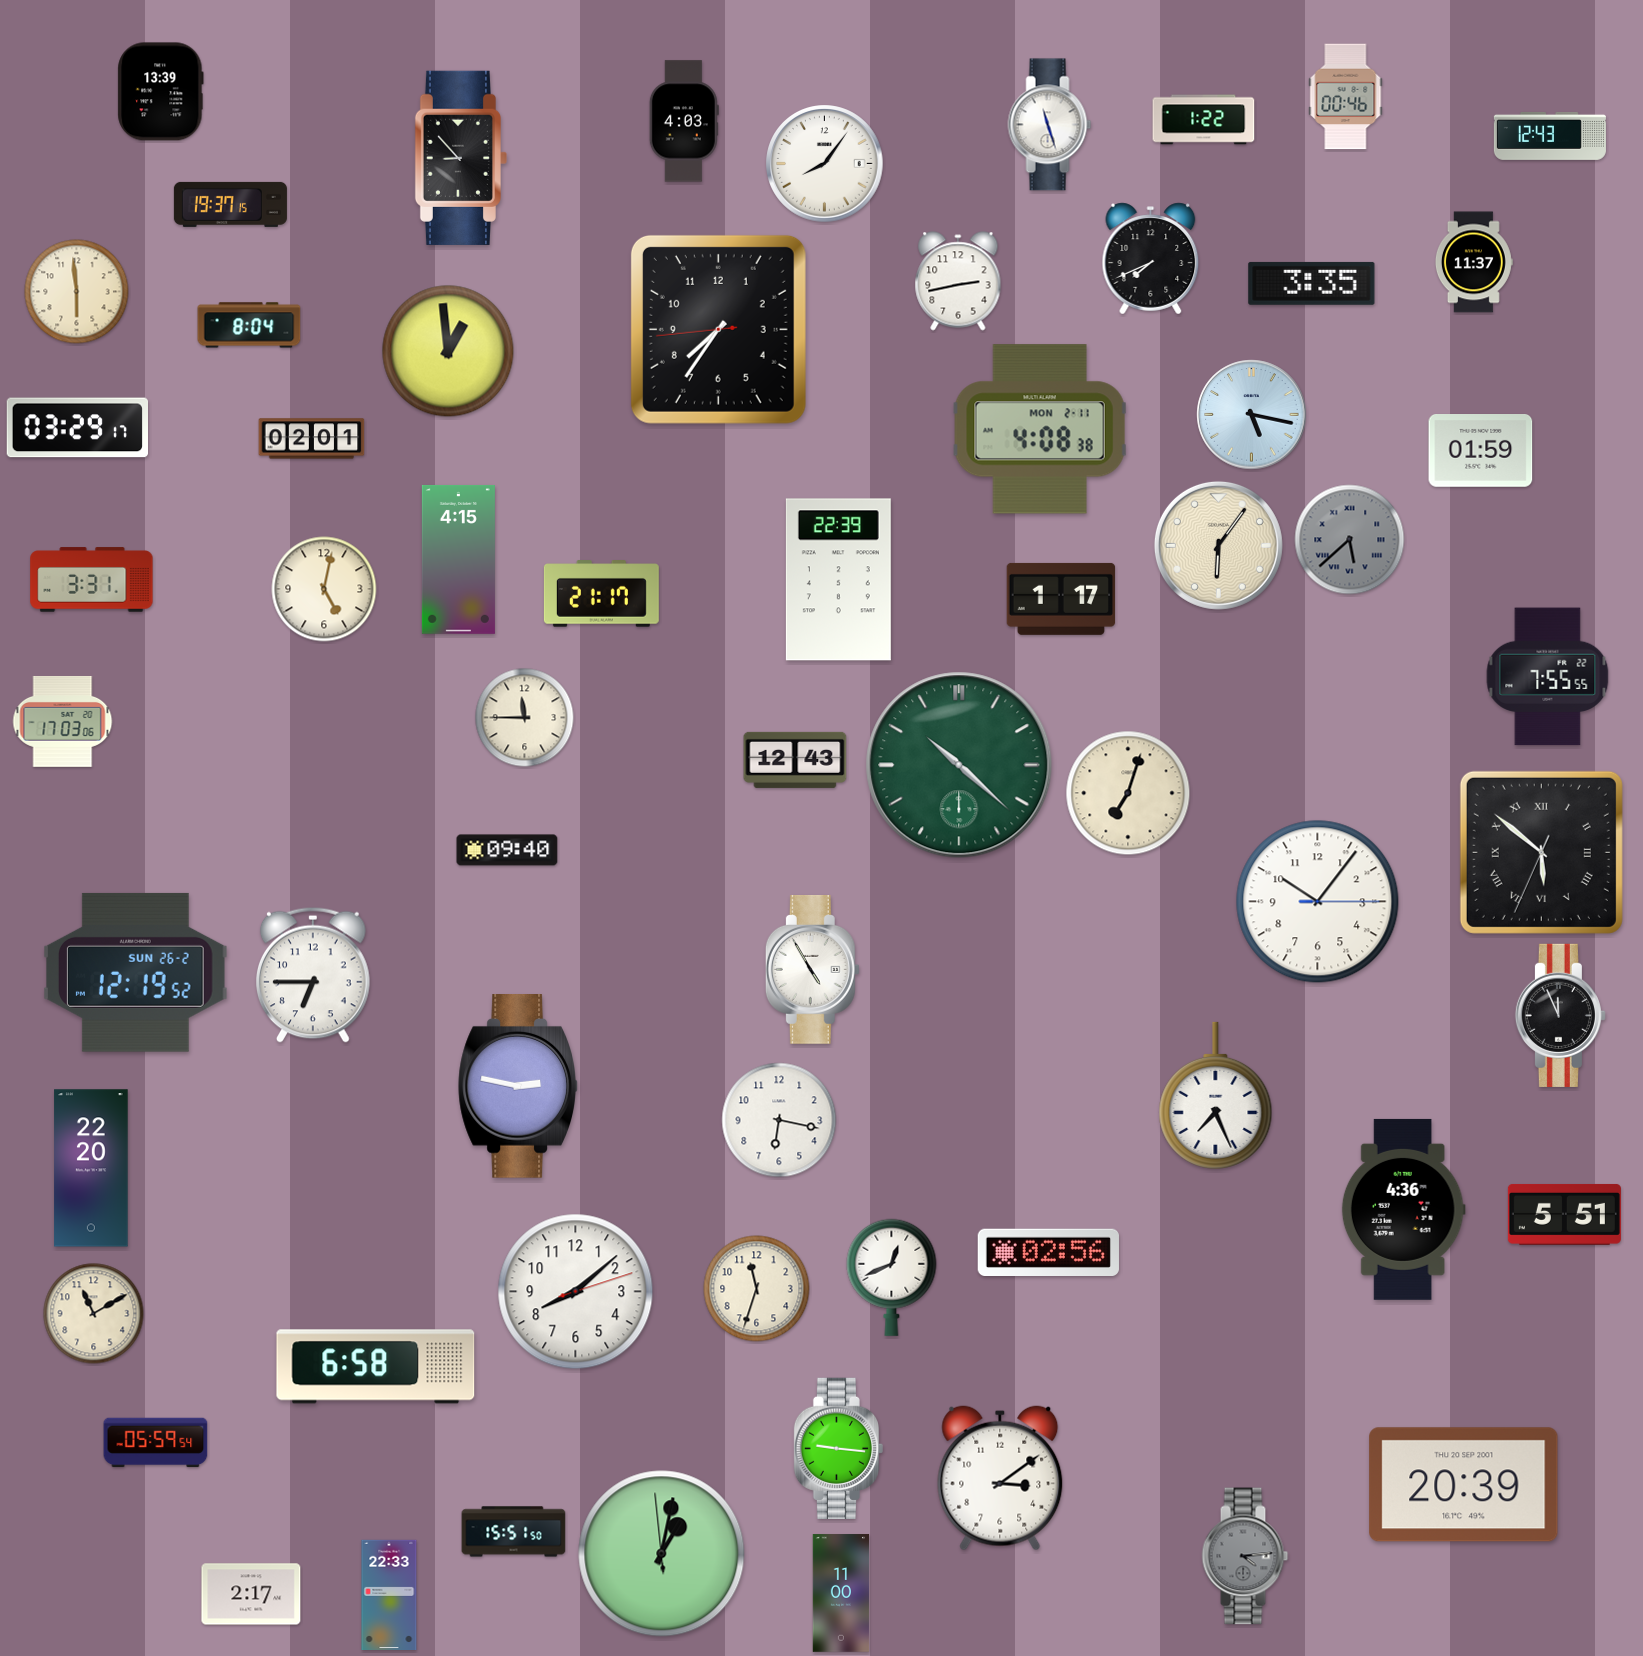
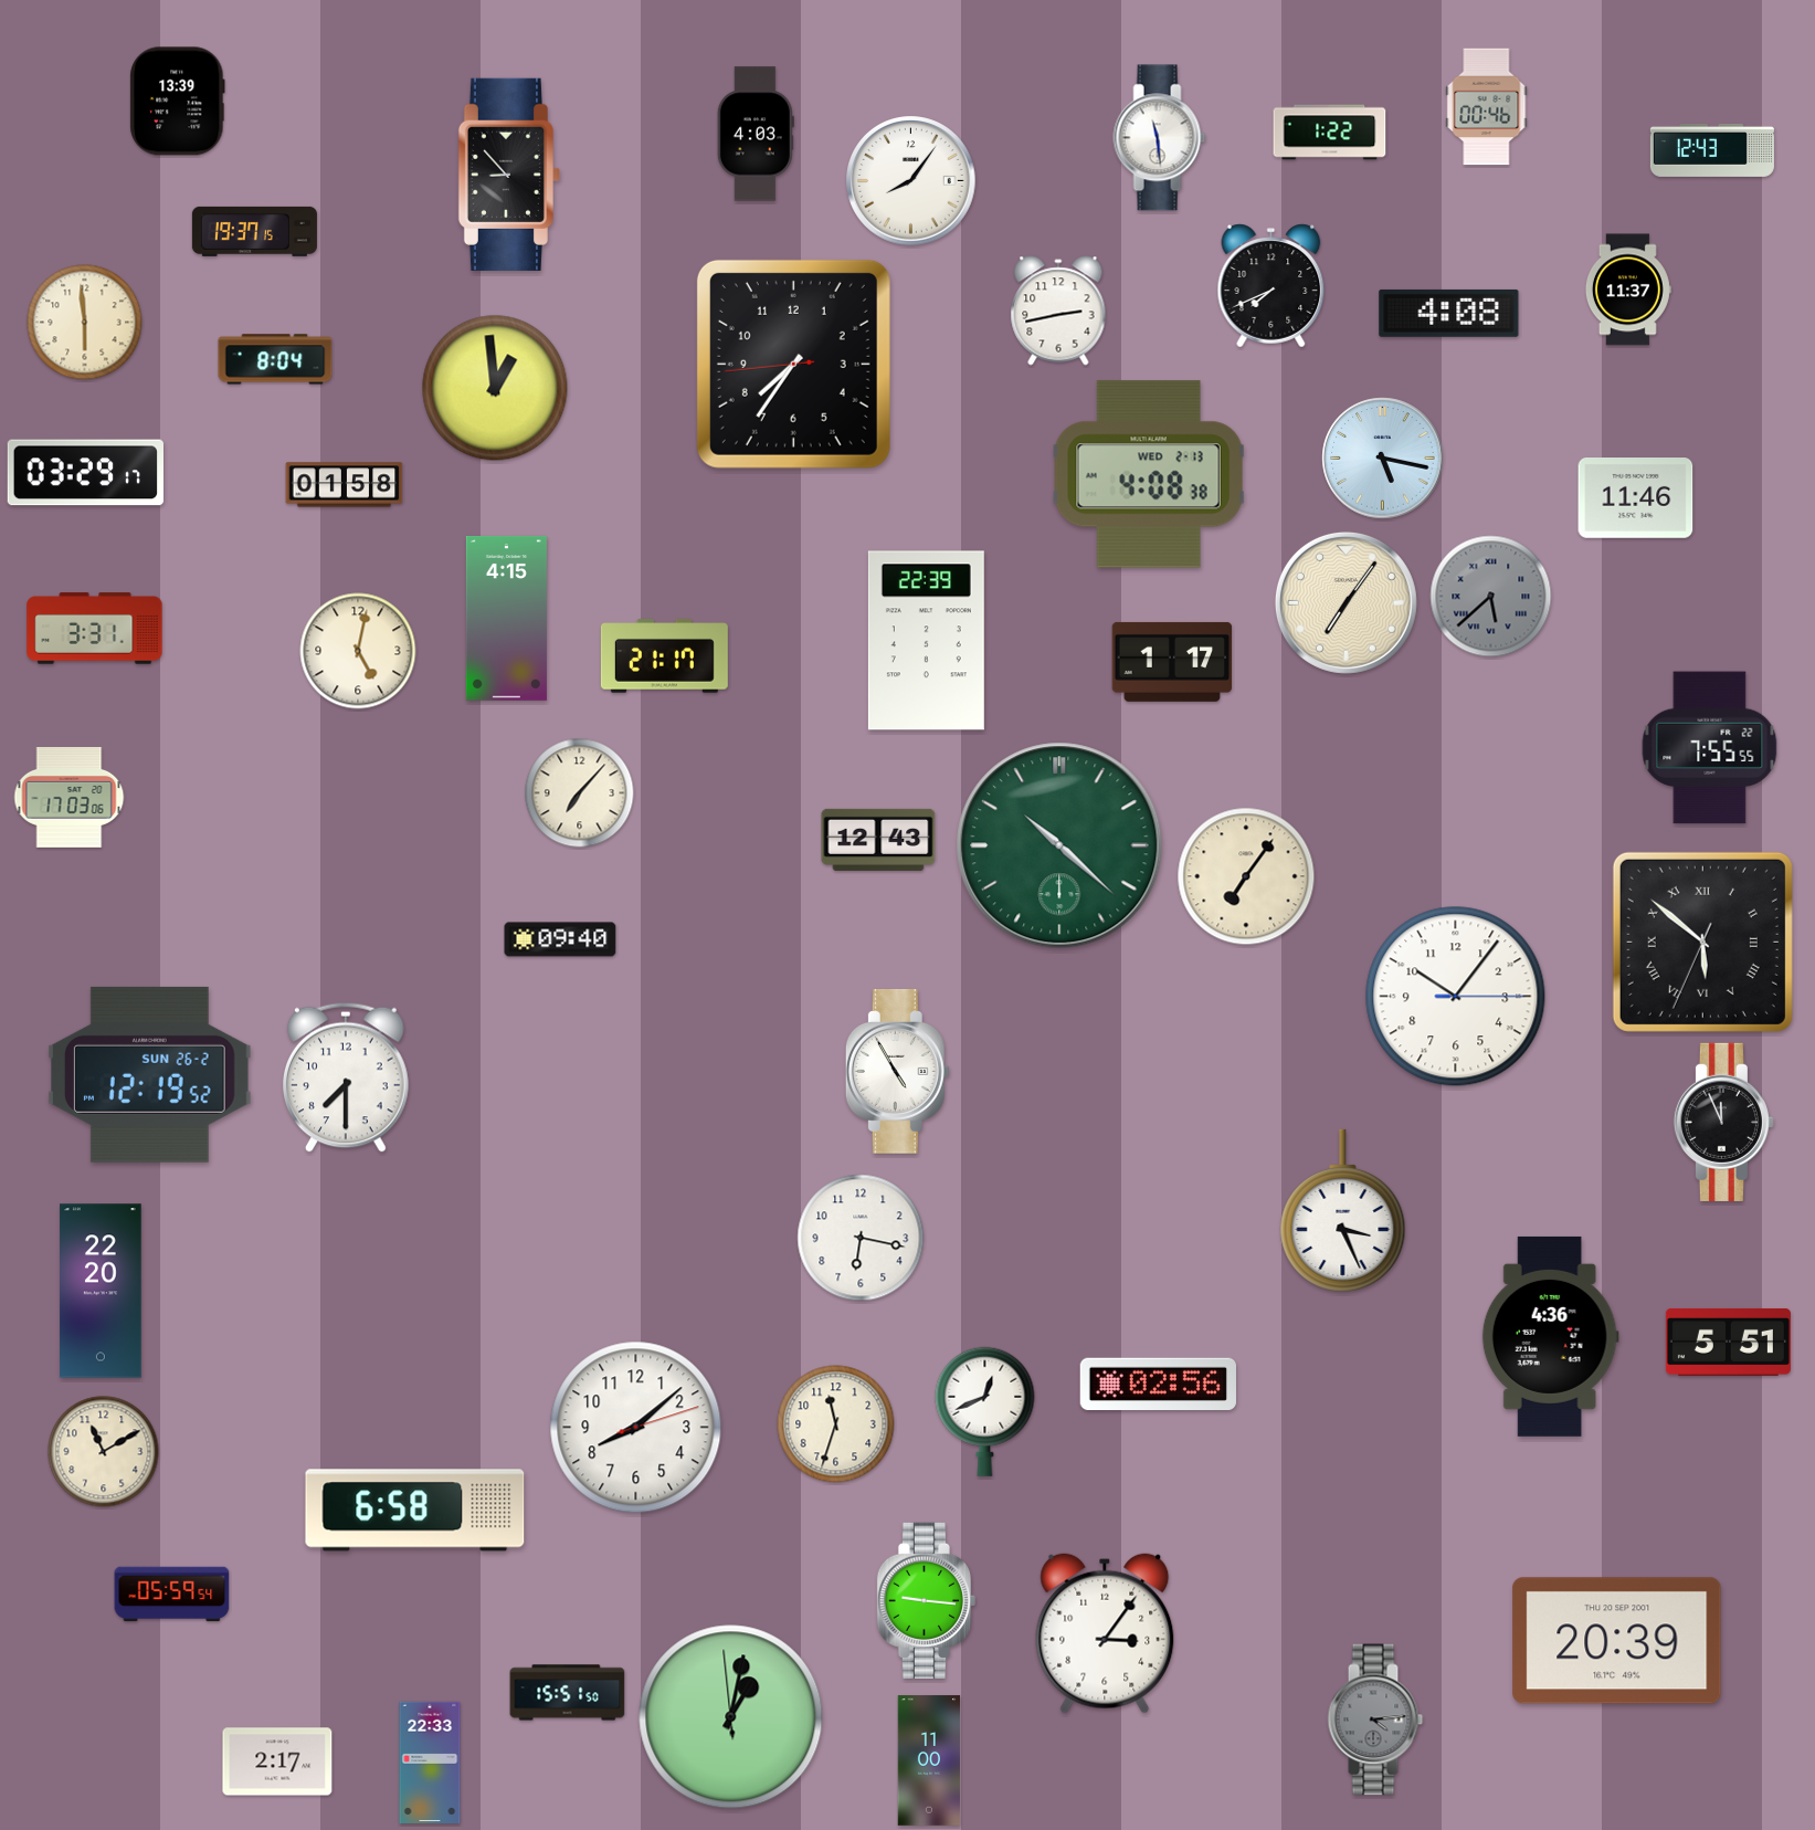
clock at (1050, 125): 11:27 -> 11:29
clock at (230, 204) position: (230, 204) -> (254, 231)
clock at (1312, 283): 3:35 -> 4:08
clock at (1040, 429) date: MON 2-11 -> WED 2-13
clock at (312, 439): 02:01 -> 01:58
clock at (1481, 451): 01:59 -> 11:46
clock at (1218, 545): 6:06 -> 7:06
clock at (92, 580) position: (92, 580) -> (95, 629)
clock at (525, 718): 11:45 -> 7:07
clock at (1128, 793): 7:03 -> 7:06
clock at (314, 975): 6:45 -> 7:30
clock at (518, 1087): 2:47 -> none
clock at (1216, 1095): 7:26 -> 3:26
clock at (1000, 1478): 3:09 -> 3:06
